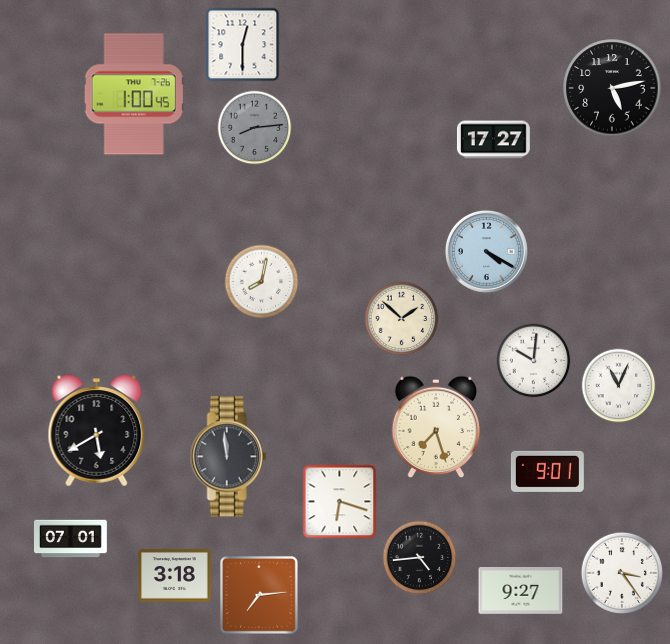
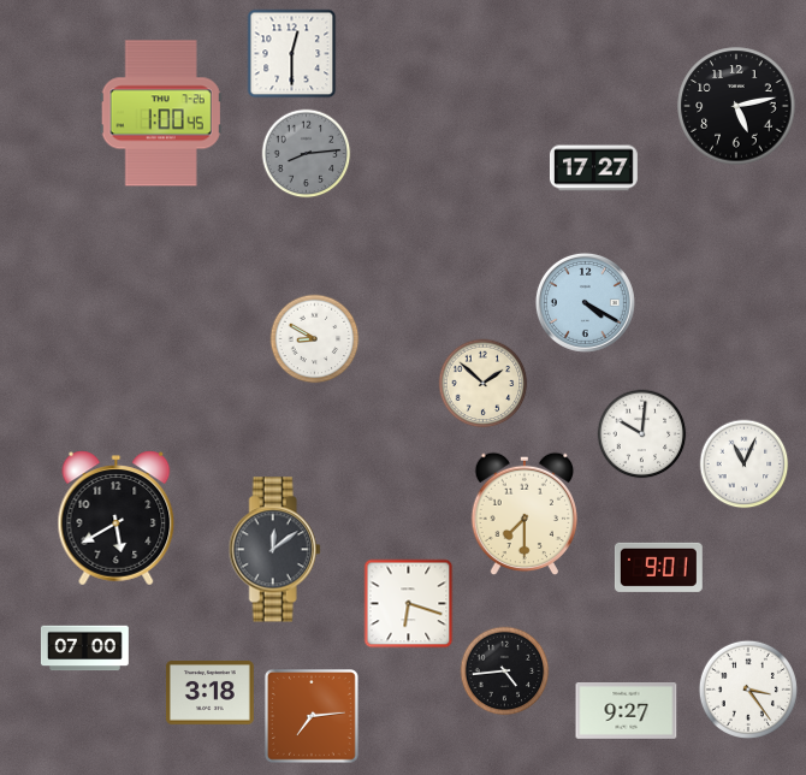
clock at (262, 282): 8:02 -> 8:50
clock at (435, 427): 7:27 -> 7:30
clock at (228, 457): 11:59 -> 12:09
clock at (70, 539): 07:01 -> 07:00
